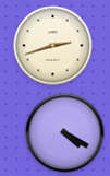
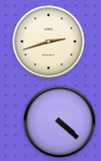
clock at (65, 133): 4:20 -> 4:22
